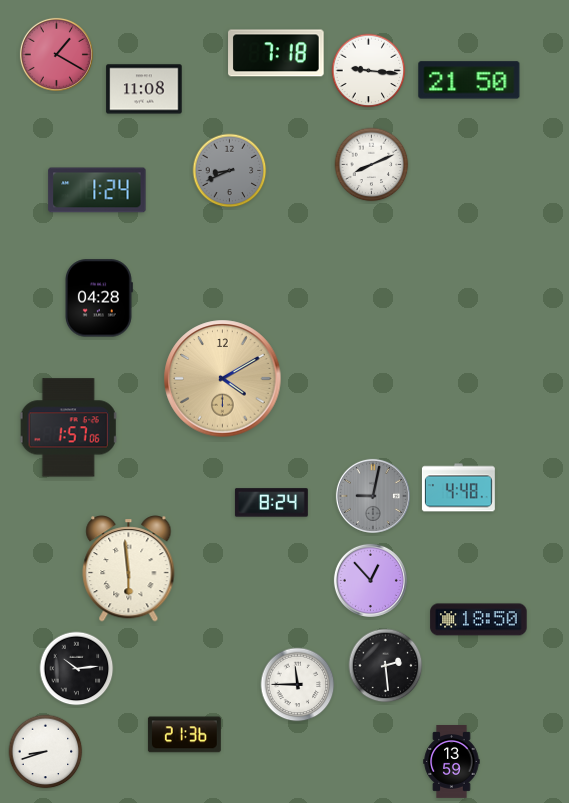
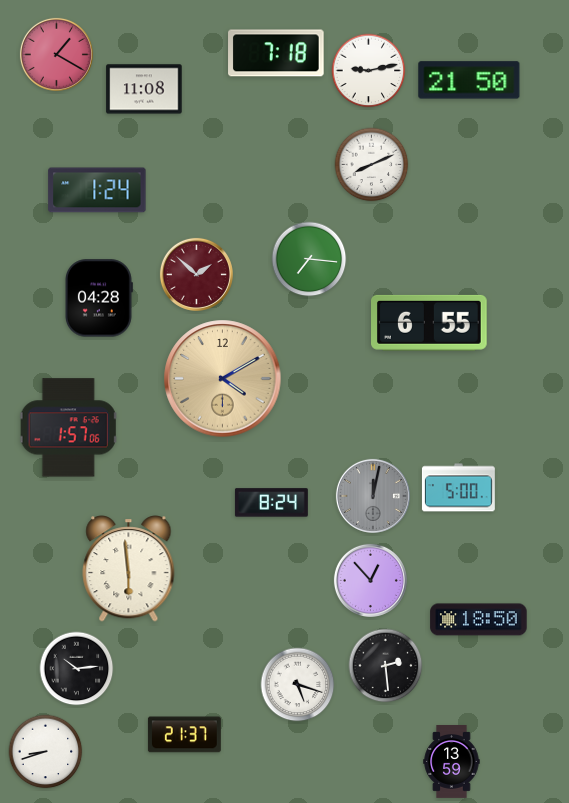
clock at (369, 71): 9:16 -> 9:13
clock at (230, 171): 8:41 -> none
clock at (309, 259): none -> 7:16
clock at (196, 274): none -> 1:52
clock at (430, 323): none -> 6:55
clock at (458, 488): 4:48 -> 5:00
clock at (373, 496): 9:02 -> 12:02
clock at (298, 685): 11:45 -> 5:18
clock at (184, 735): 21:36 -> 21:37
